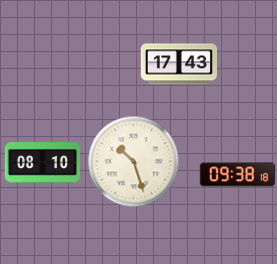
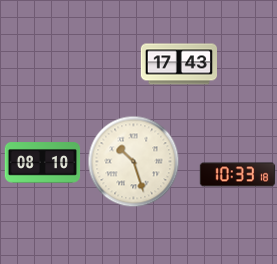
clock at (238, 175): 09:38 -> 10:33
